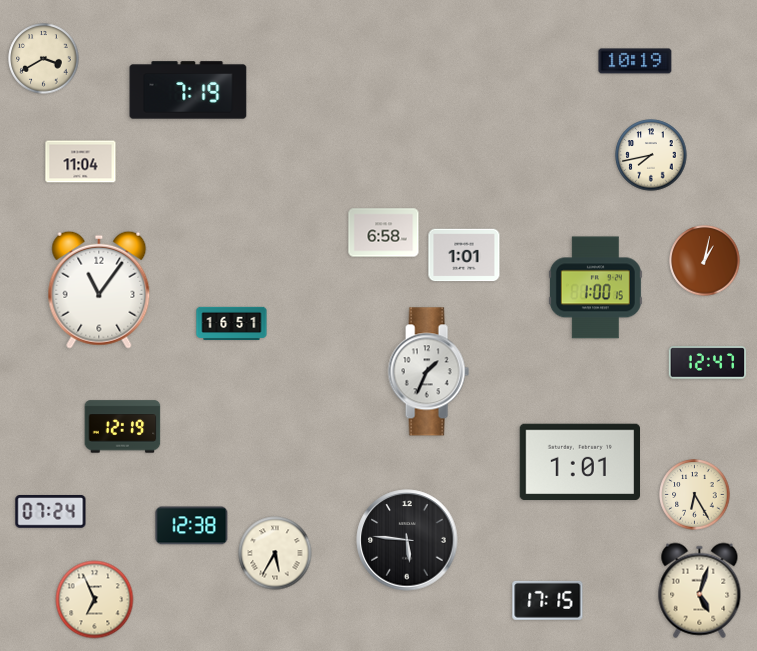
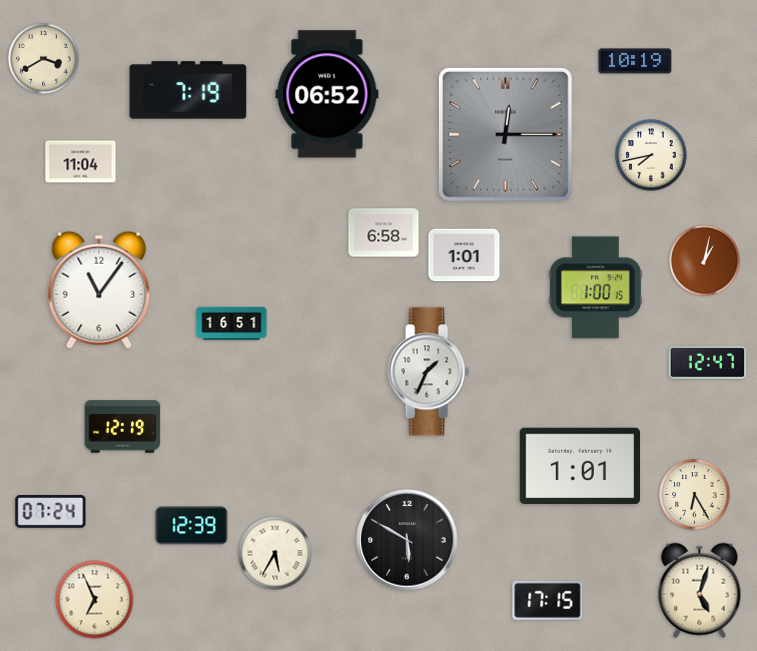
clock at (327, 94): none -> 06:52
clock at (505, 134): none -> 12:15
clock at (579, 462) position: (579, 462) -> (579, 466)
clock at (192, 526): 12:38 -> 12:39
clock at (407, 540): 5:46 -> 5:50
